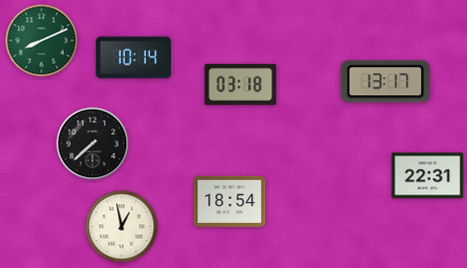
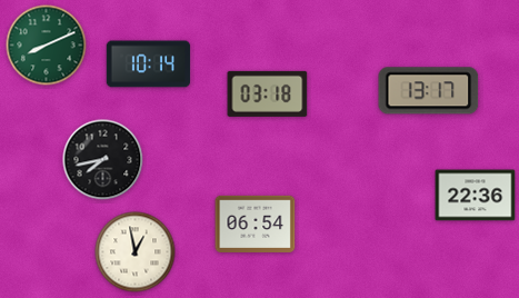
clock at (93, 144): 7:38 -> 7:43
clock at (428, 176): 22:31 -> 22:36
clock at (230, 201): 18:54 -> 06:54
